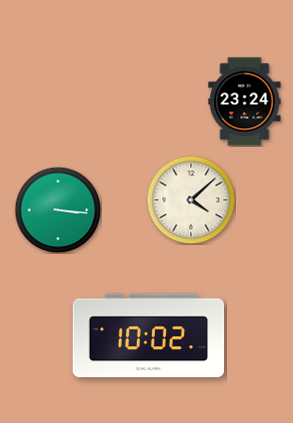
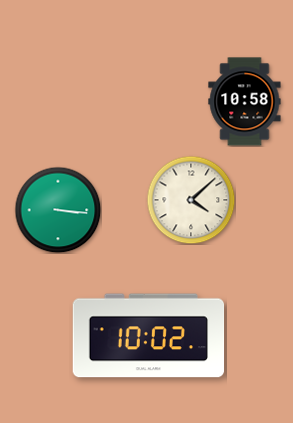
clock at (245, 102): 23:24 -> 10:58
